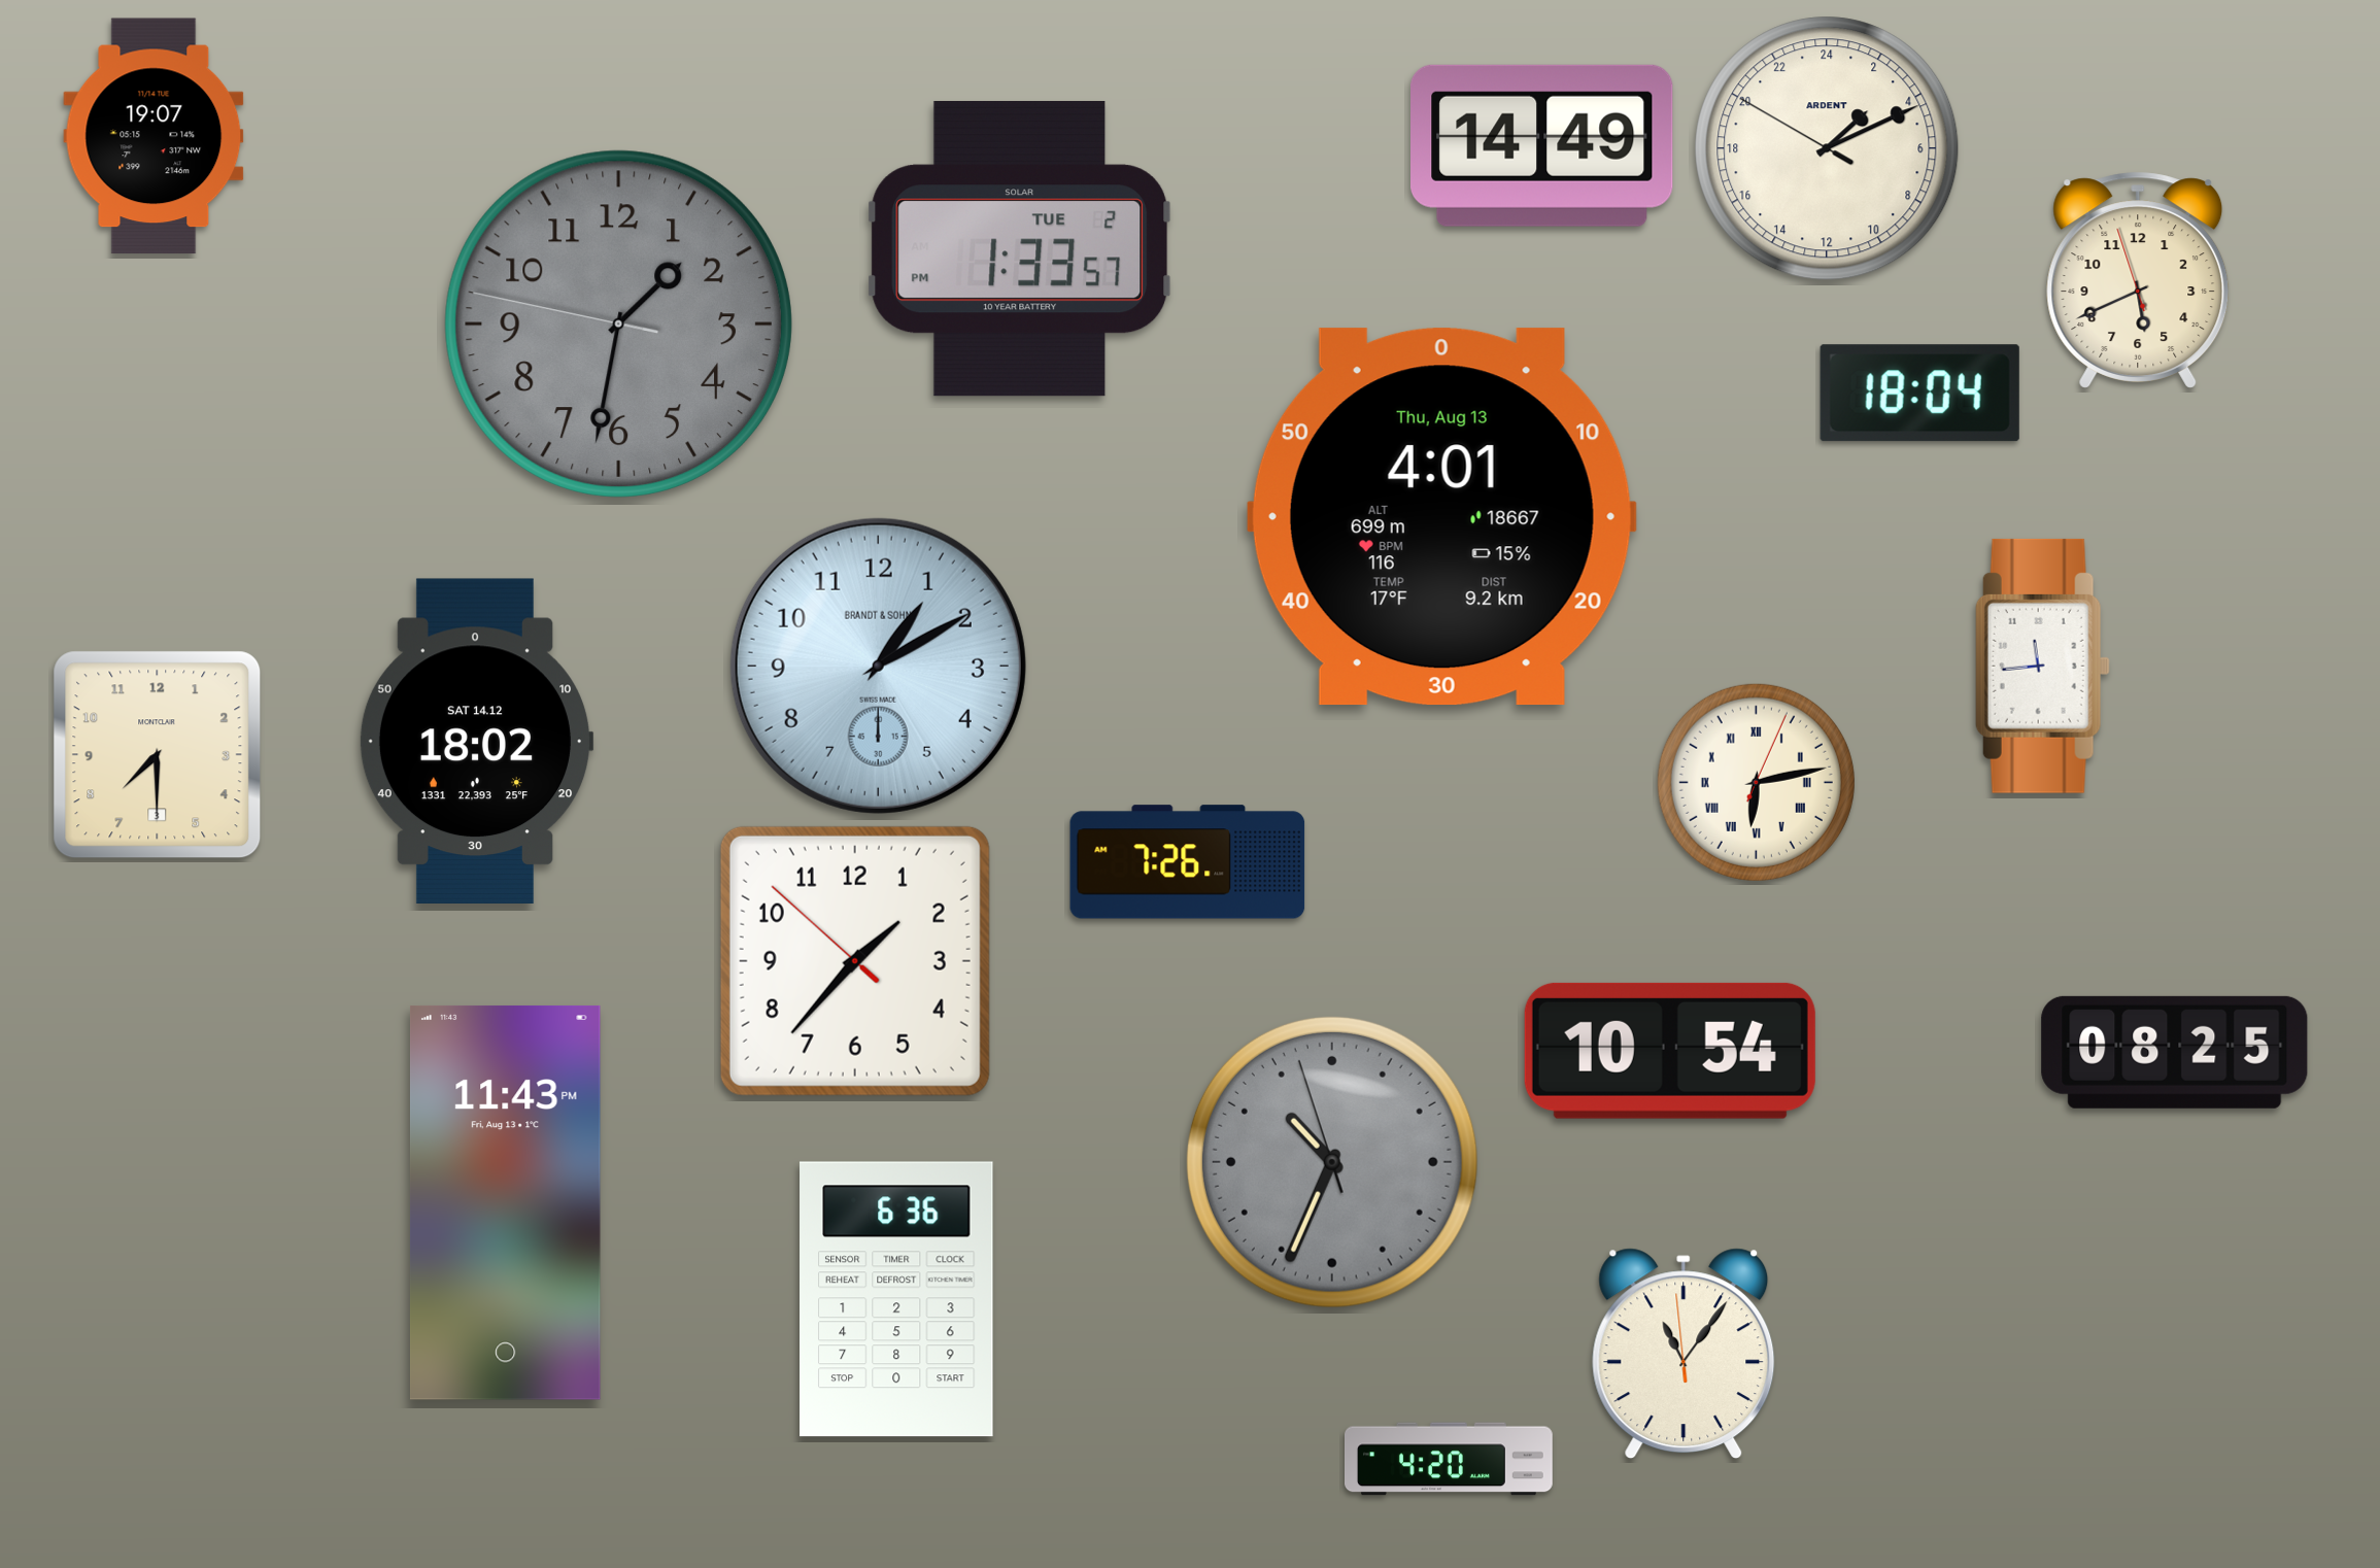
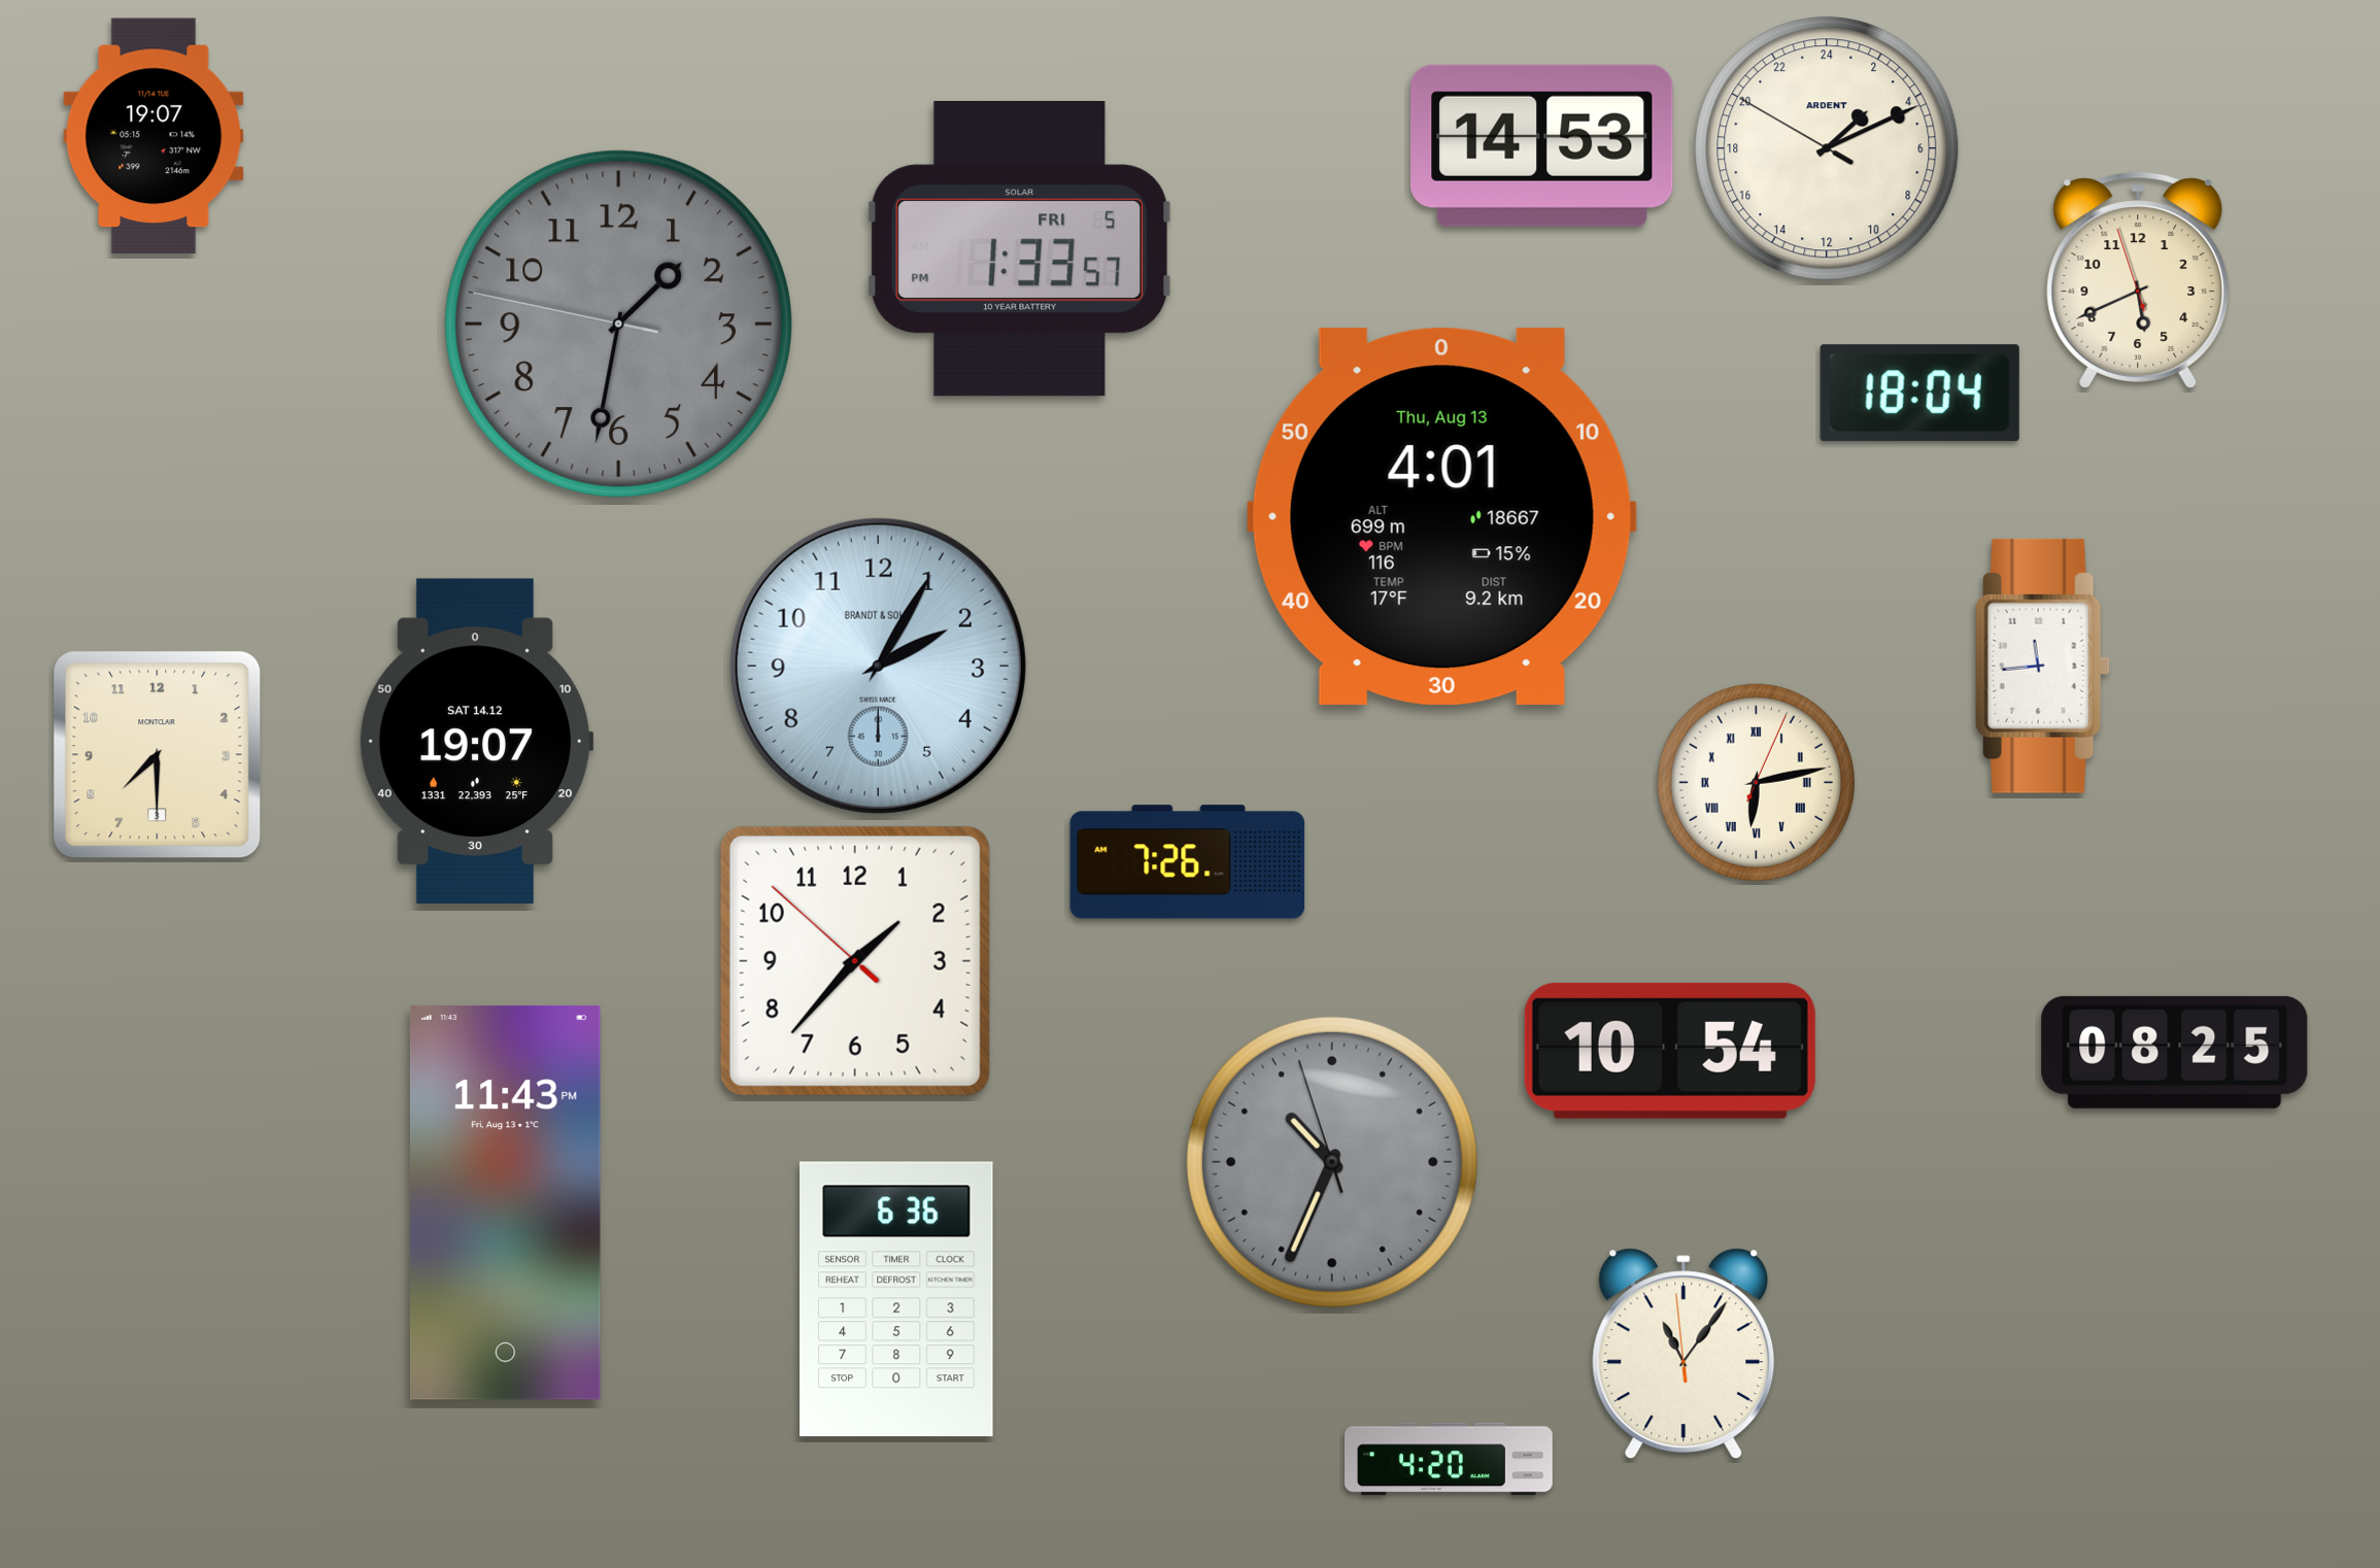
clock at (1542, 145): 14:49 -> 14:53
clock at (1020, 249) date: TUE 2 -> FRI 5
clock at (878, 666): 1:10 -> 2:05
clock at (476, 741): 18:02 -> 19:07
